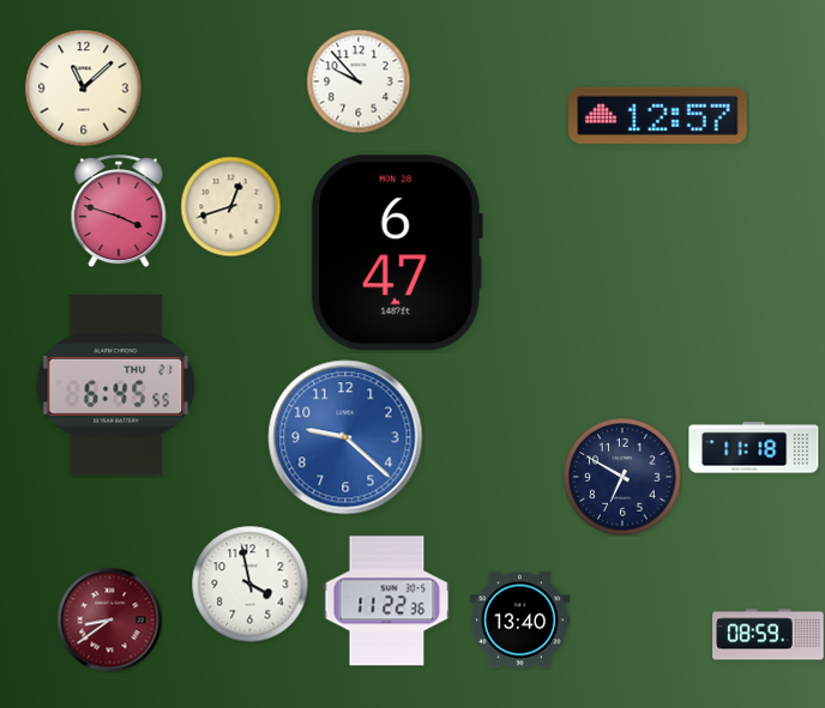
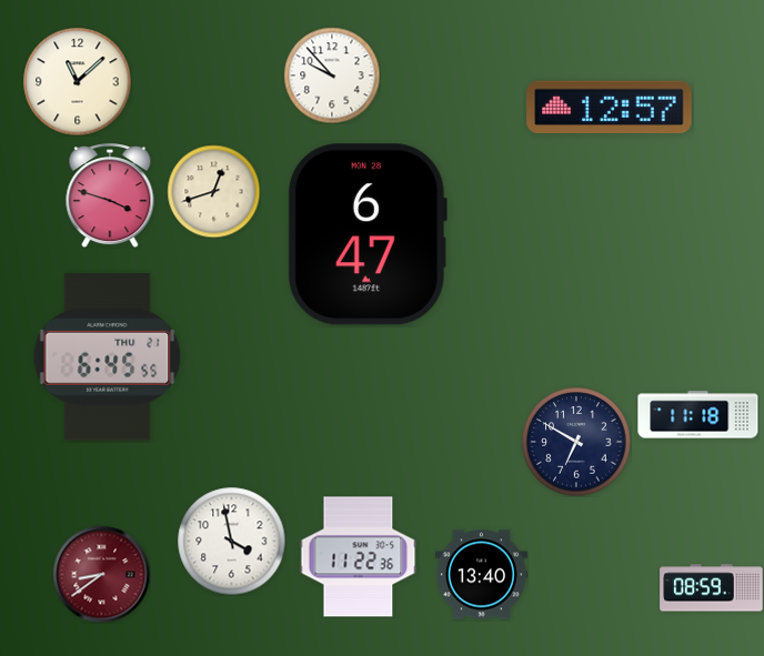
clock at (345, 437): 9:22 -> none
